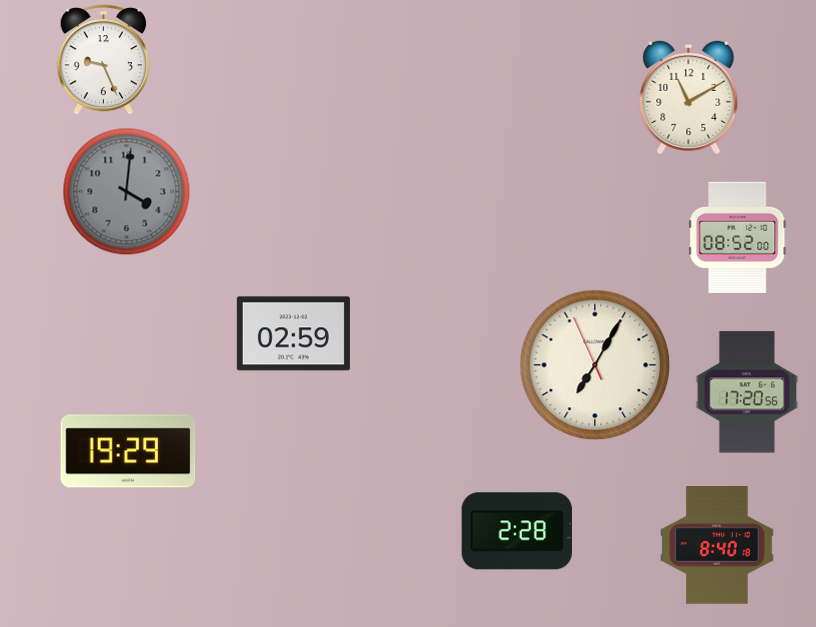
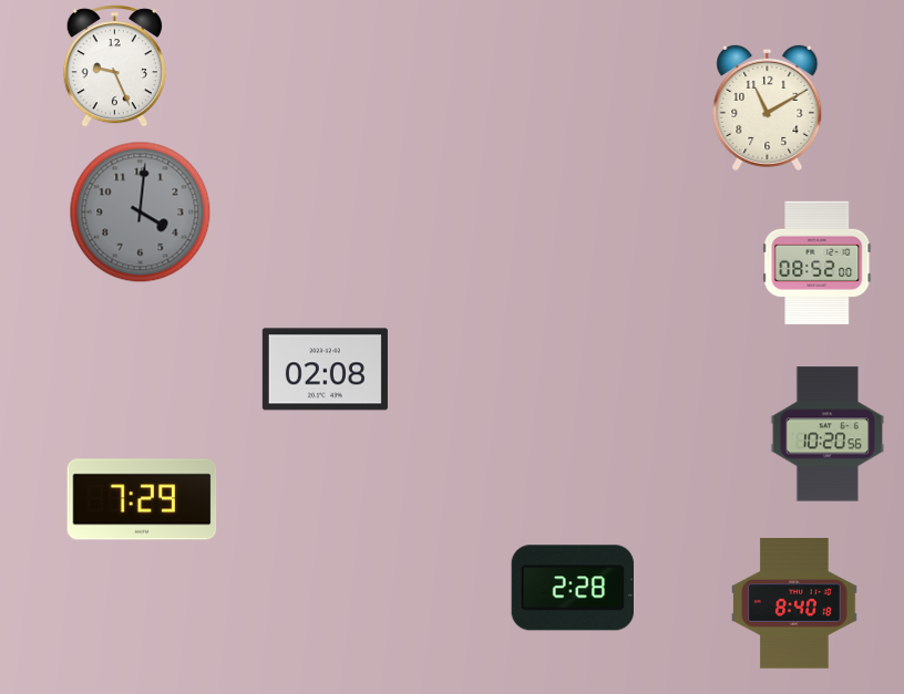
clock at (689, 97) position: (689, 97) -> (768, 107)
clock at (293, 334): 02:59 -> 02:08
clock at (595, 365): 7:04 -> none
clock at (747, 392): 17:20 -> 10:20
clock at (128, 451): 19:29 -> 7:29
